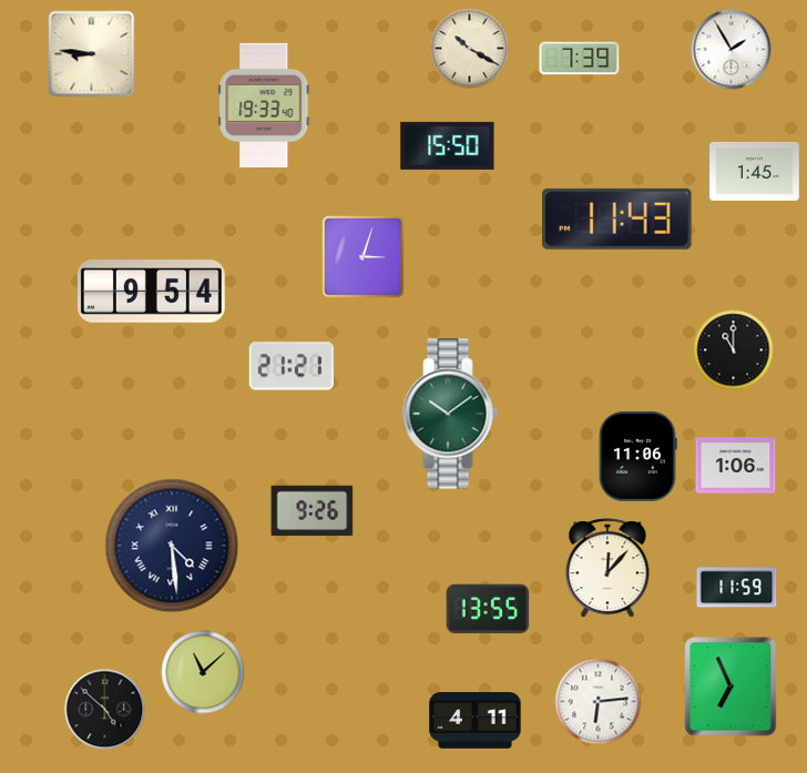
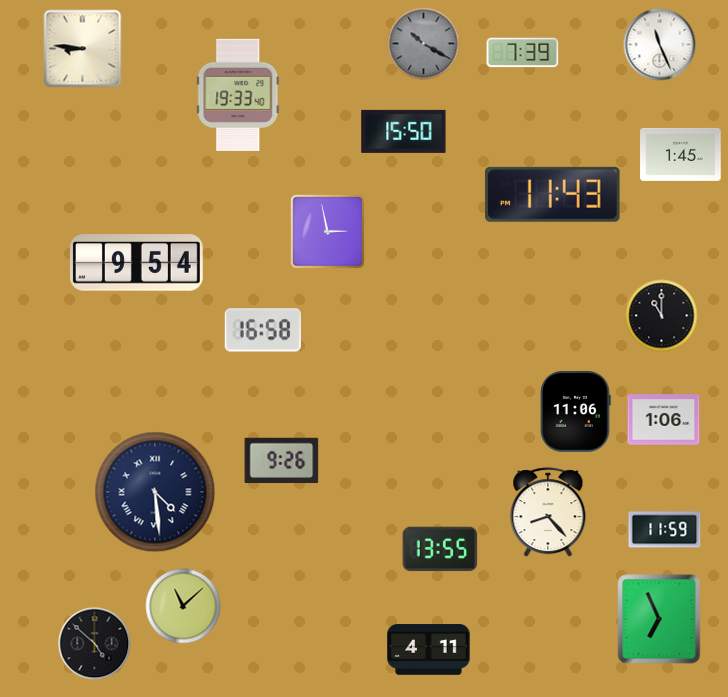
clock at (470, 49) dial: cream -> grey
clock at (732, 50): 1:55 -> 11:26
clock at (617, 218) position: (617, 218) -> (553, 194)
clock at (364, 257): 3:03 -> 2:58
clock at (292, 366): 21:21 -> 16:58
clock at (450, 414): 10:09 -> none
clock at (607, 569): 12:07 -> 8:23
clock at (599, 702): 6:14 -> none
clock at (105, 710) position: (105, 710) -> (95, 644)
